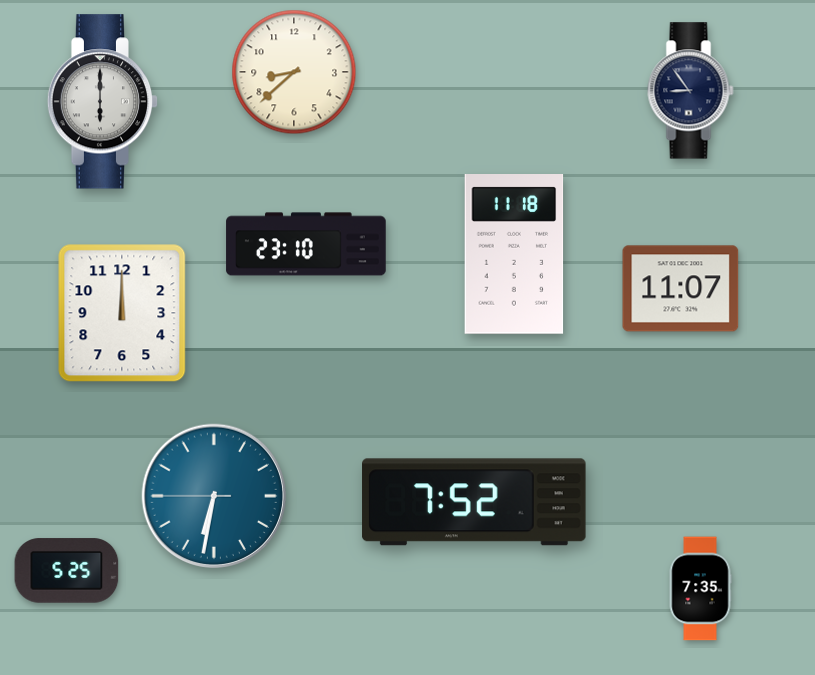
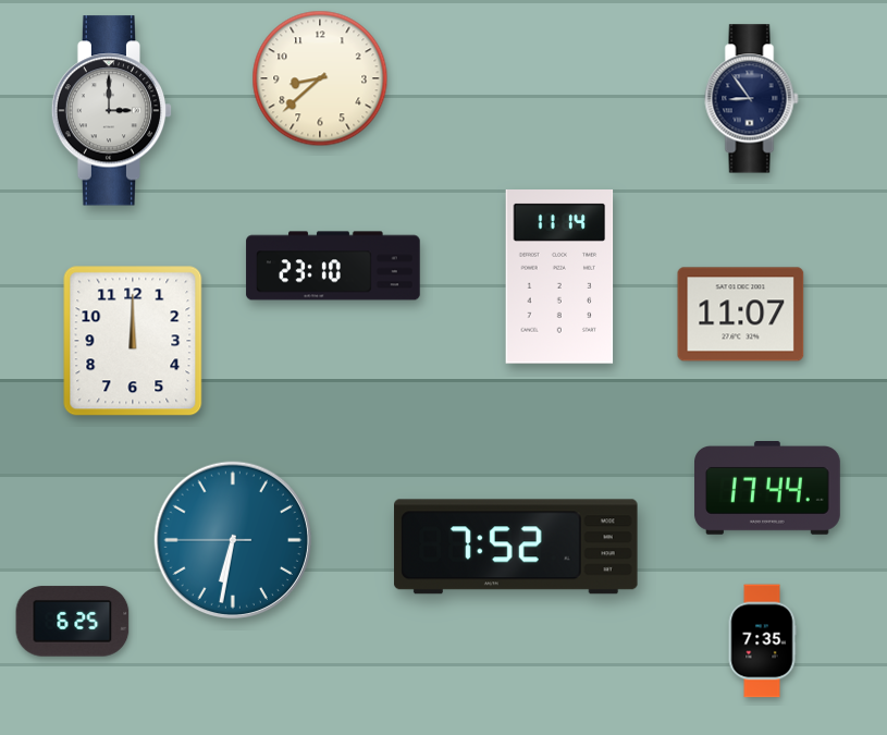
clock at (103, 102): 6:00 -> 3:00
clock at (514, 255): 11:18 -> 11:14
clock at (768, 489): none -> 17:44
clock at (67, 571): 5:25 -> 6:25
